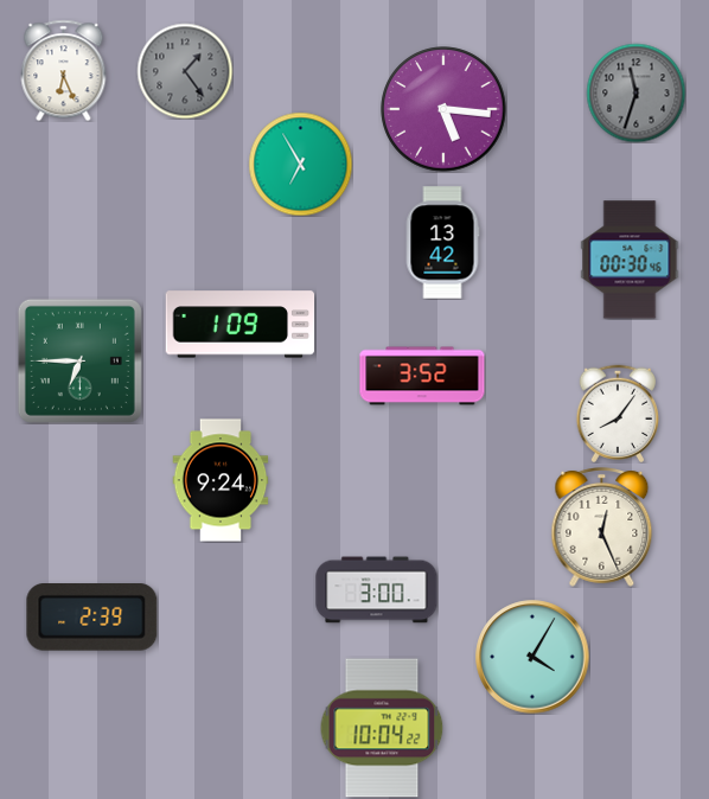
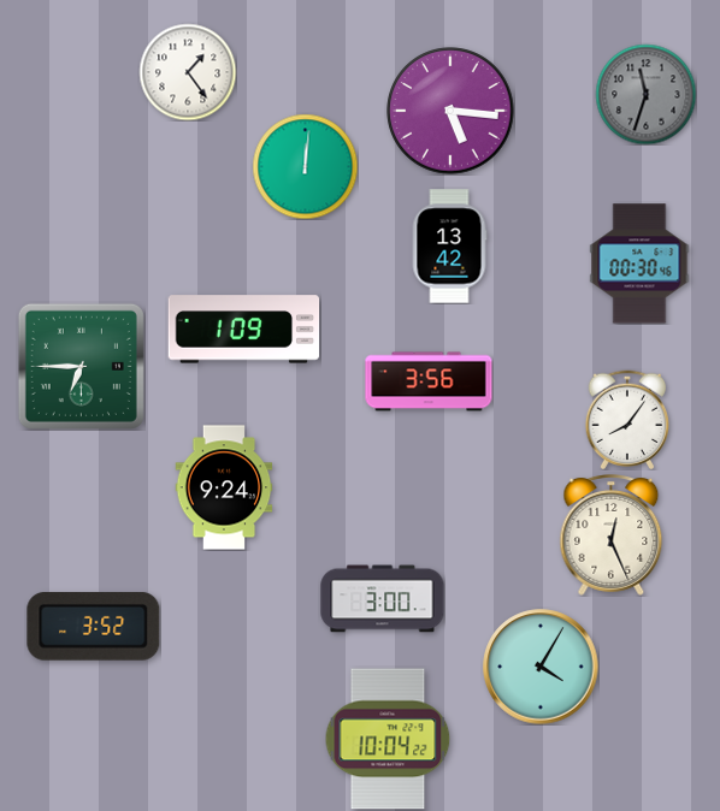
clock at (64, 70): 6:26 -> none
clock at (185, 71) dial: grey -> white
clock at (300, 164): 6:55 -> 12:01
clock at (422, 376): 3:52 -> 3:56
clock at (92, 618): 2:39 -> 3:52
